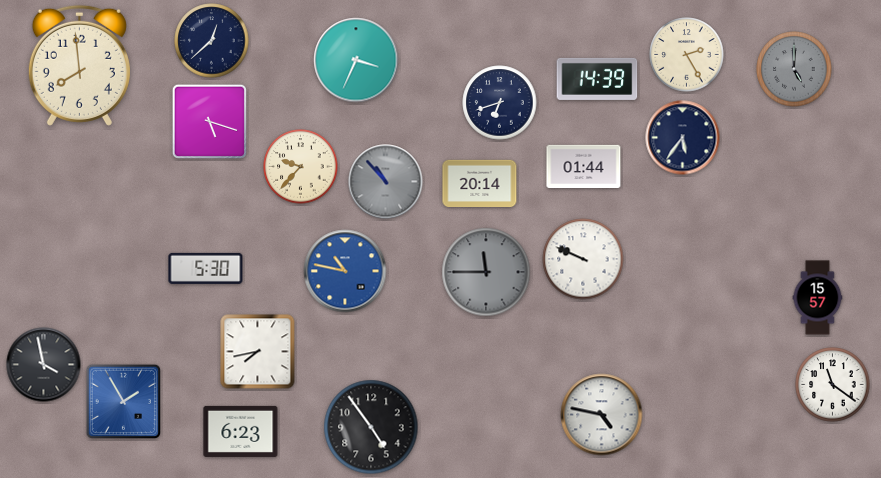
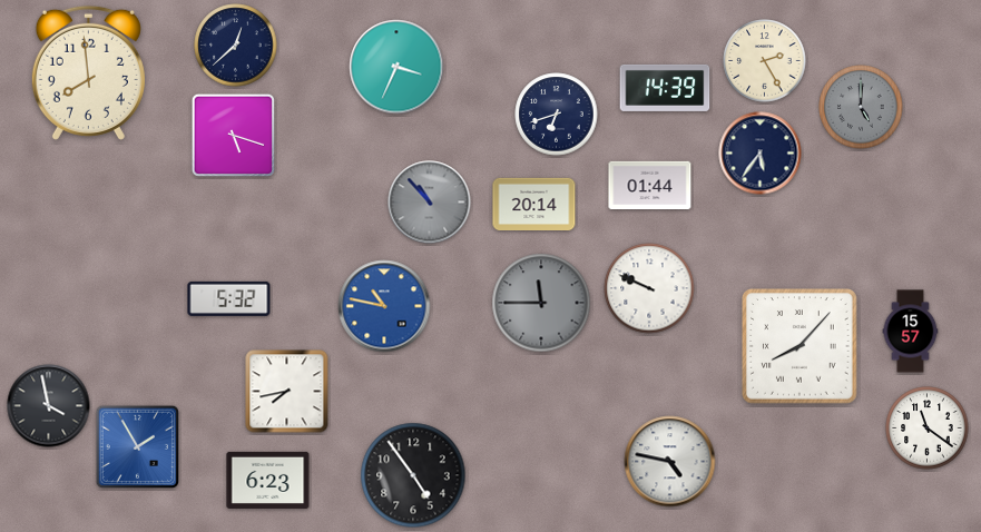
clock at (794, 69) position: (794, 69) -> (861, 107)
clock at (301, 167): 9:37 -> none
clock at (206, 268): 5:30 -> 5:32
clock at (345, 271) position: (345, 271) -> (384, 306)
clock at (799, 346): none -> 8:07
